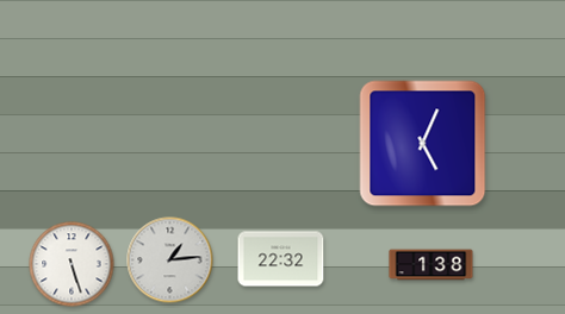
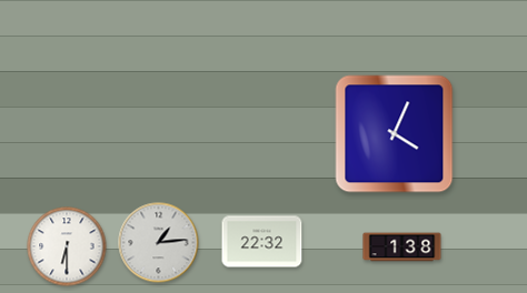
clock at (423, 144): 5:04 -> 4:04
clock at (72, 264): 5:27 -> 6:30
